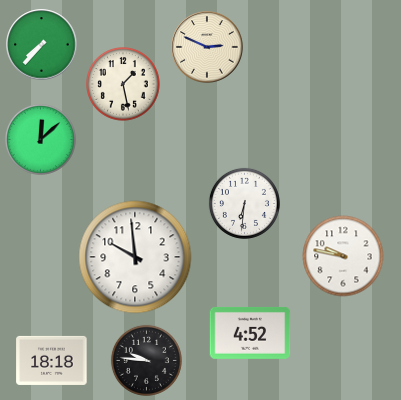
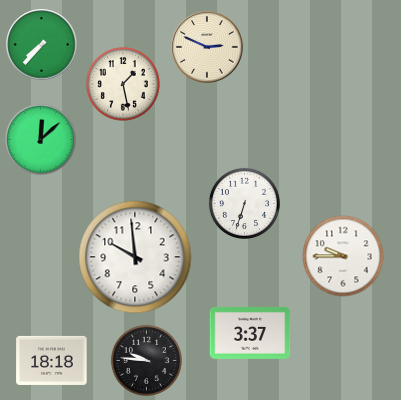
clock at (244, 203): 6:31 -> 6:33
clock at (343, 256): 9:47 -> 9:45
clock at (250, 333): 4:52 -> 3:37
